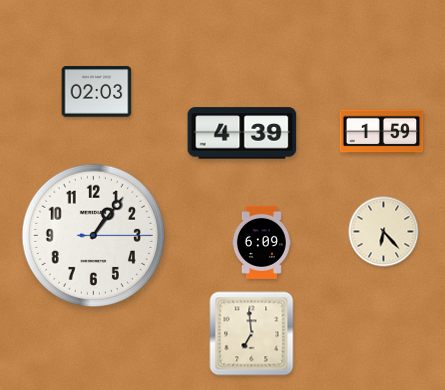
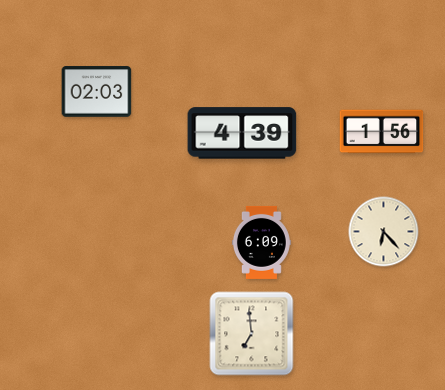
clock at (382, 132): 1:59 -> 1:56
clock at (94, 236): 1:06 -> none
